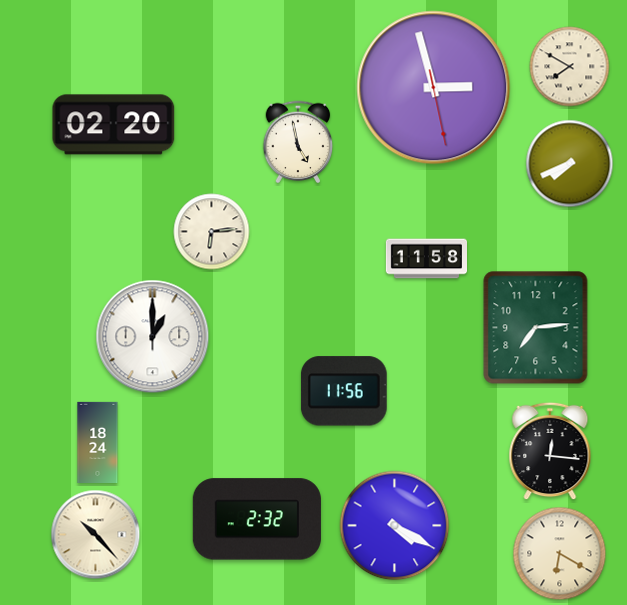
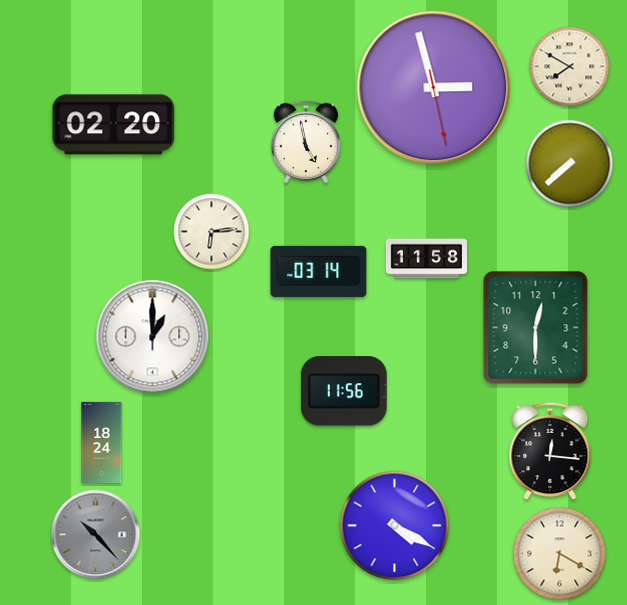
clock at (298, 142) position: (298, 142) -> (306, 142)
clock at (570, 164): 7:41 -> 7:38
clock at (319, 271): none -> 03:14
clock at (536, 328): 7:14 -> 12:30
clock at (98, 442) position: (98, 442) -> (102, 442)
clock at (257, 519): 2:32 -> none
clock at (96, 535) dial: cream -> grey
